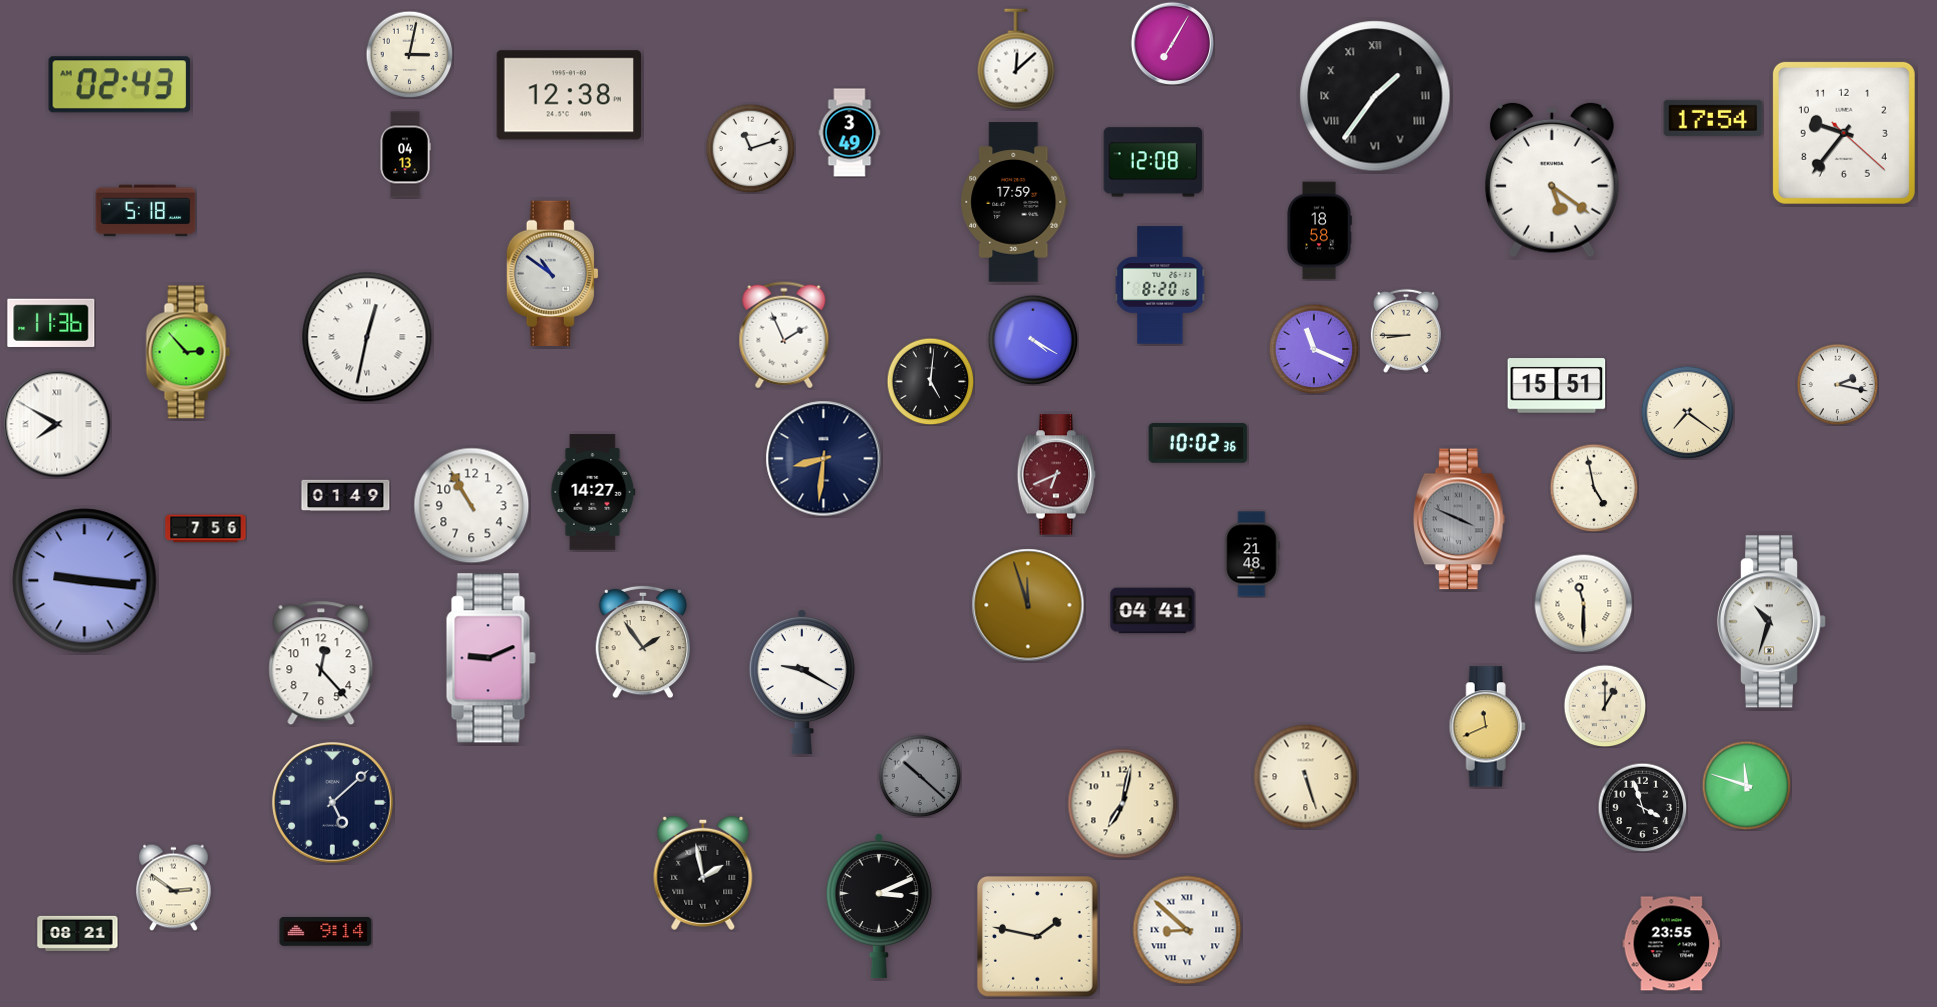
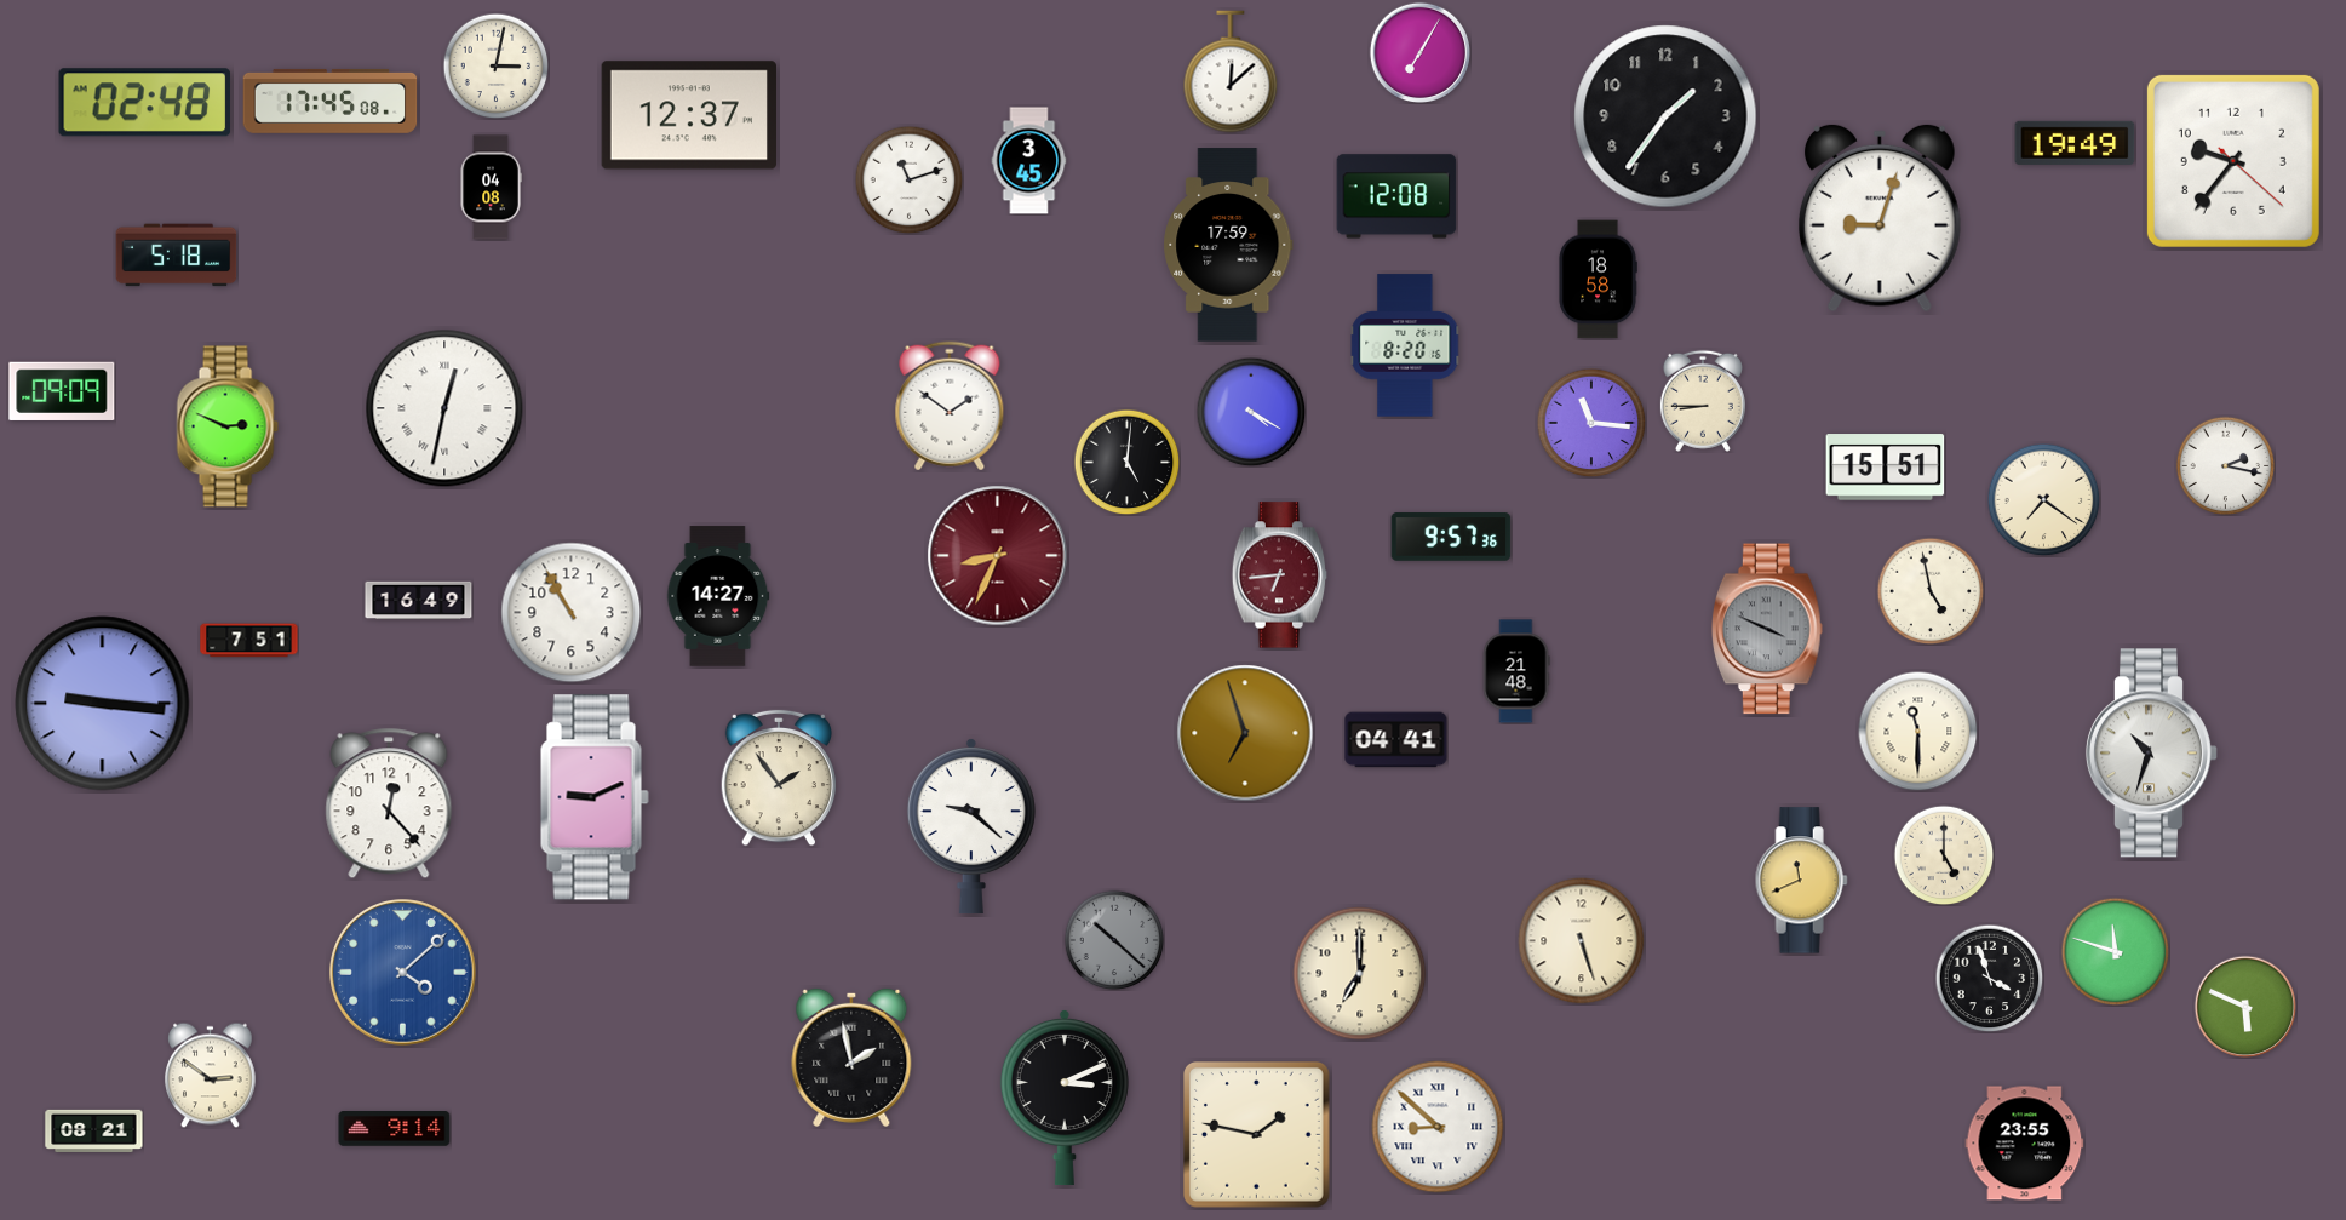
clock at (331, 101): none -> 17:45
clock at (120, 85): 02:43 -> 02:48
clock at (568, 95): 12:38 -> 12:37
clock at (1375, 96) numerals: Roman -> Arabic
clock at (1713, 118): 17:54 -> 19:49
clock at (850, 133): 3:49 -> 3:45
clock at (405, 155): 04:13 -> 04:08
clock at (1552, 180): 5:21 -> 9:03
clock at (552, 274): 10:51 -> none
clock at (51, 322): 11:36 -> 09:09
clock at (784, 335): 1:56 -> 1:51
clock at (1314, 349): 11:19 -> 11:16
clock at (188, 352): 2:53 -> 2:49
clock at (57, 424): 7:50 -> none
clock at (1198, 443): 10:02 -> 9:57
clock at (824, 459): 8:31 -> 8:34
clock at (824, 459) dial: navy -> burgundy
clock at (1057, 475): 6:41 -> 6:44
clock at (346, 496): 01:49 -> 16:49
clock at (206, 529): 7:56 -> 7:51
clock at (1028, 605): 11:57 -> 6:57
clock at (1771, 622) position: (1771, 622) -> (2151, 754)
clock at (802, 682): 9:20 -> 9:22
clock at (1605, 706): 1:00 -> 5:00
clock at (333, 803): 5:08 -> 4:08
clock at (333, 803) dial: navy -> blue
clock at (1123, 804): 7:02 -> 7:00
clock at (2244, 1006): none -> 5:49
